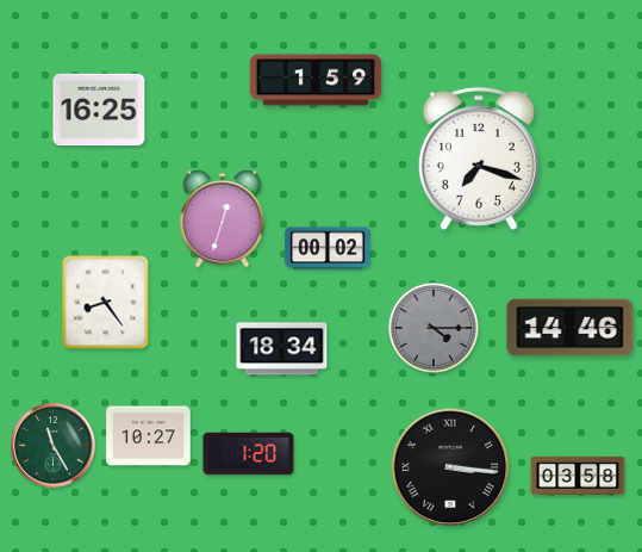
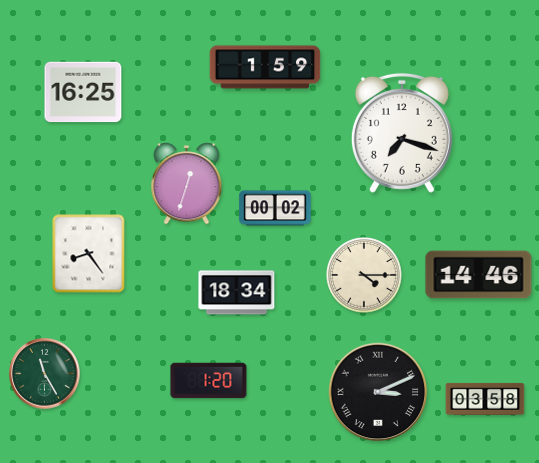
clock at (434, 328) dial: grey -> cream
clock at (149, 436): 10:27 -> none
clock at (450, 467): 3:16 -> 3:11
